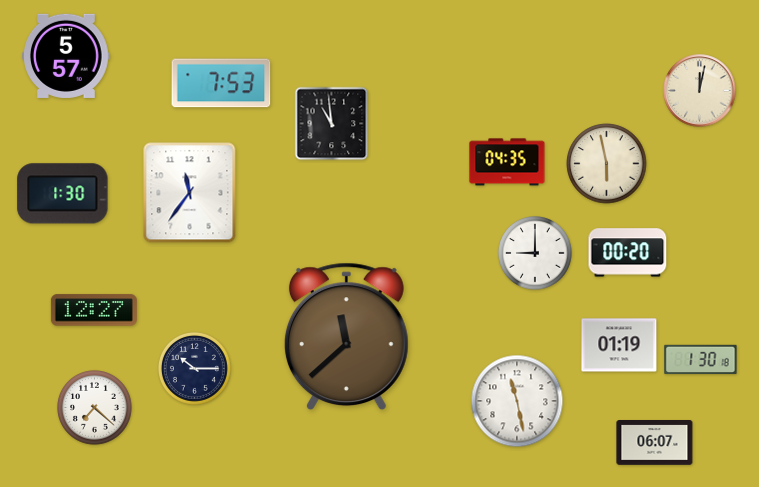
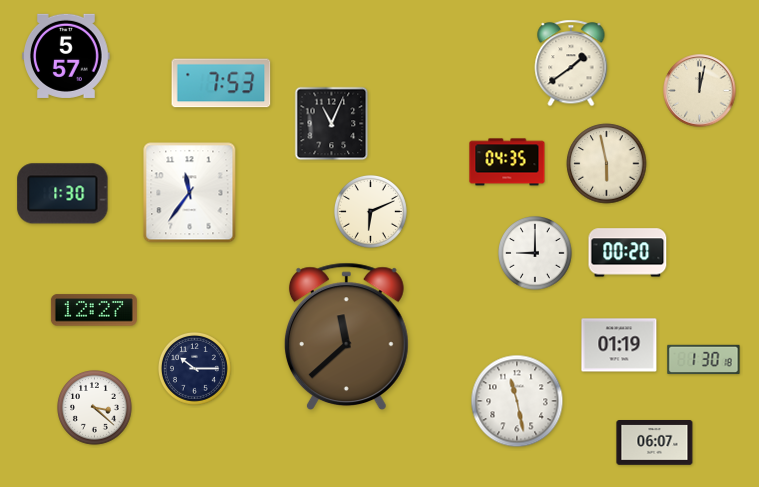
clock at (571, 63): none -> 1:39
clock at (332, 124): 10:59 -> 11:04
clock at (371, 212): none -> 6:11
clock at (701, 360) position: (701, 360) -> (704, 360)
clock at (95, 408): 7:22 -> 3:22
